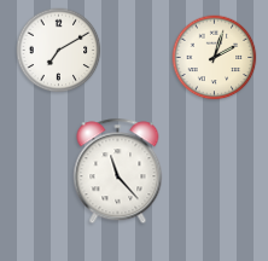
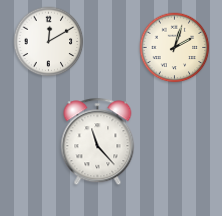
clock at (59, 51): 7:10 -> 12:10
clock at (215, 58) position: (215, 58) -> (175, 48)
